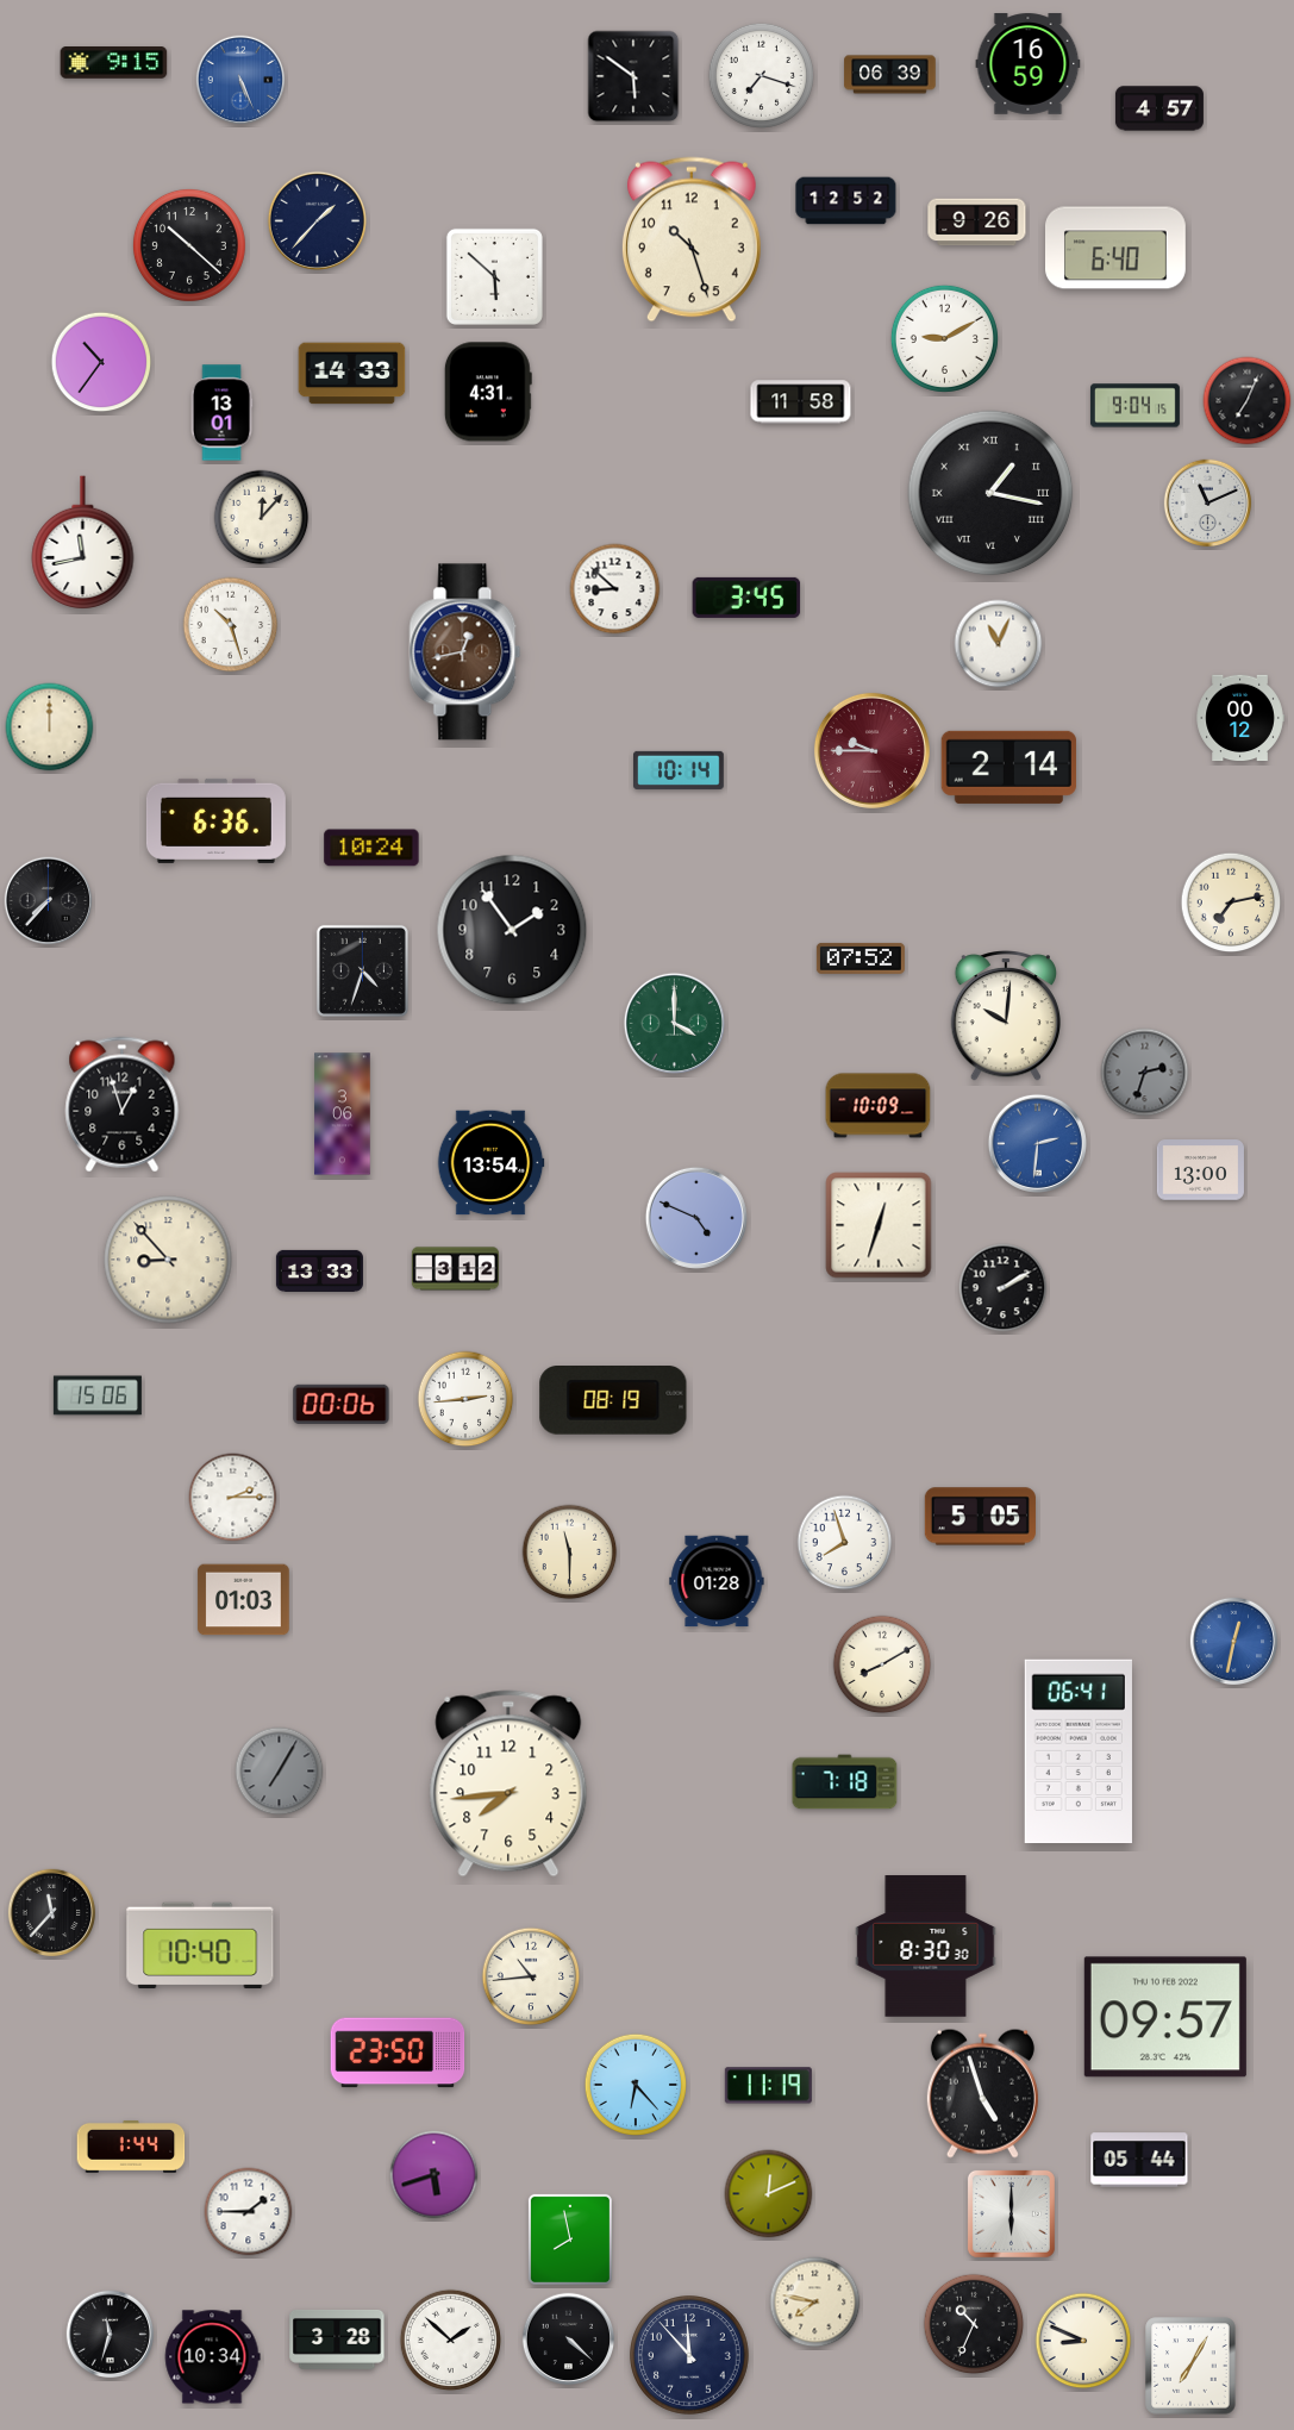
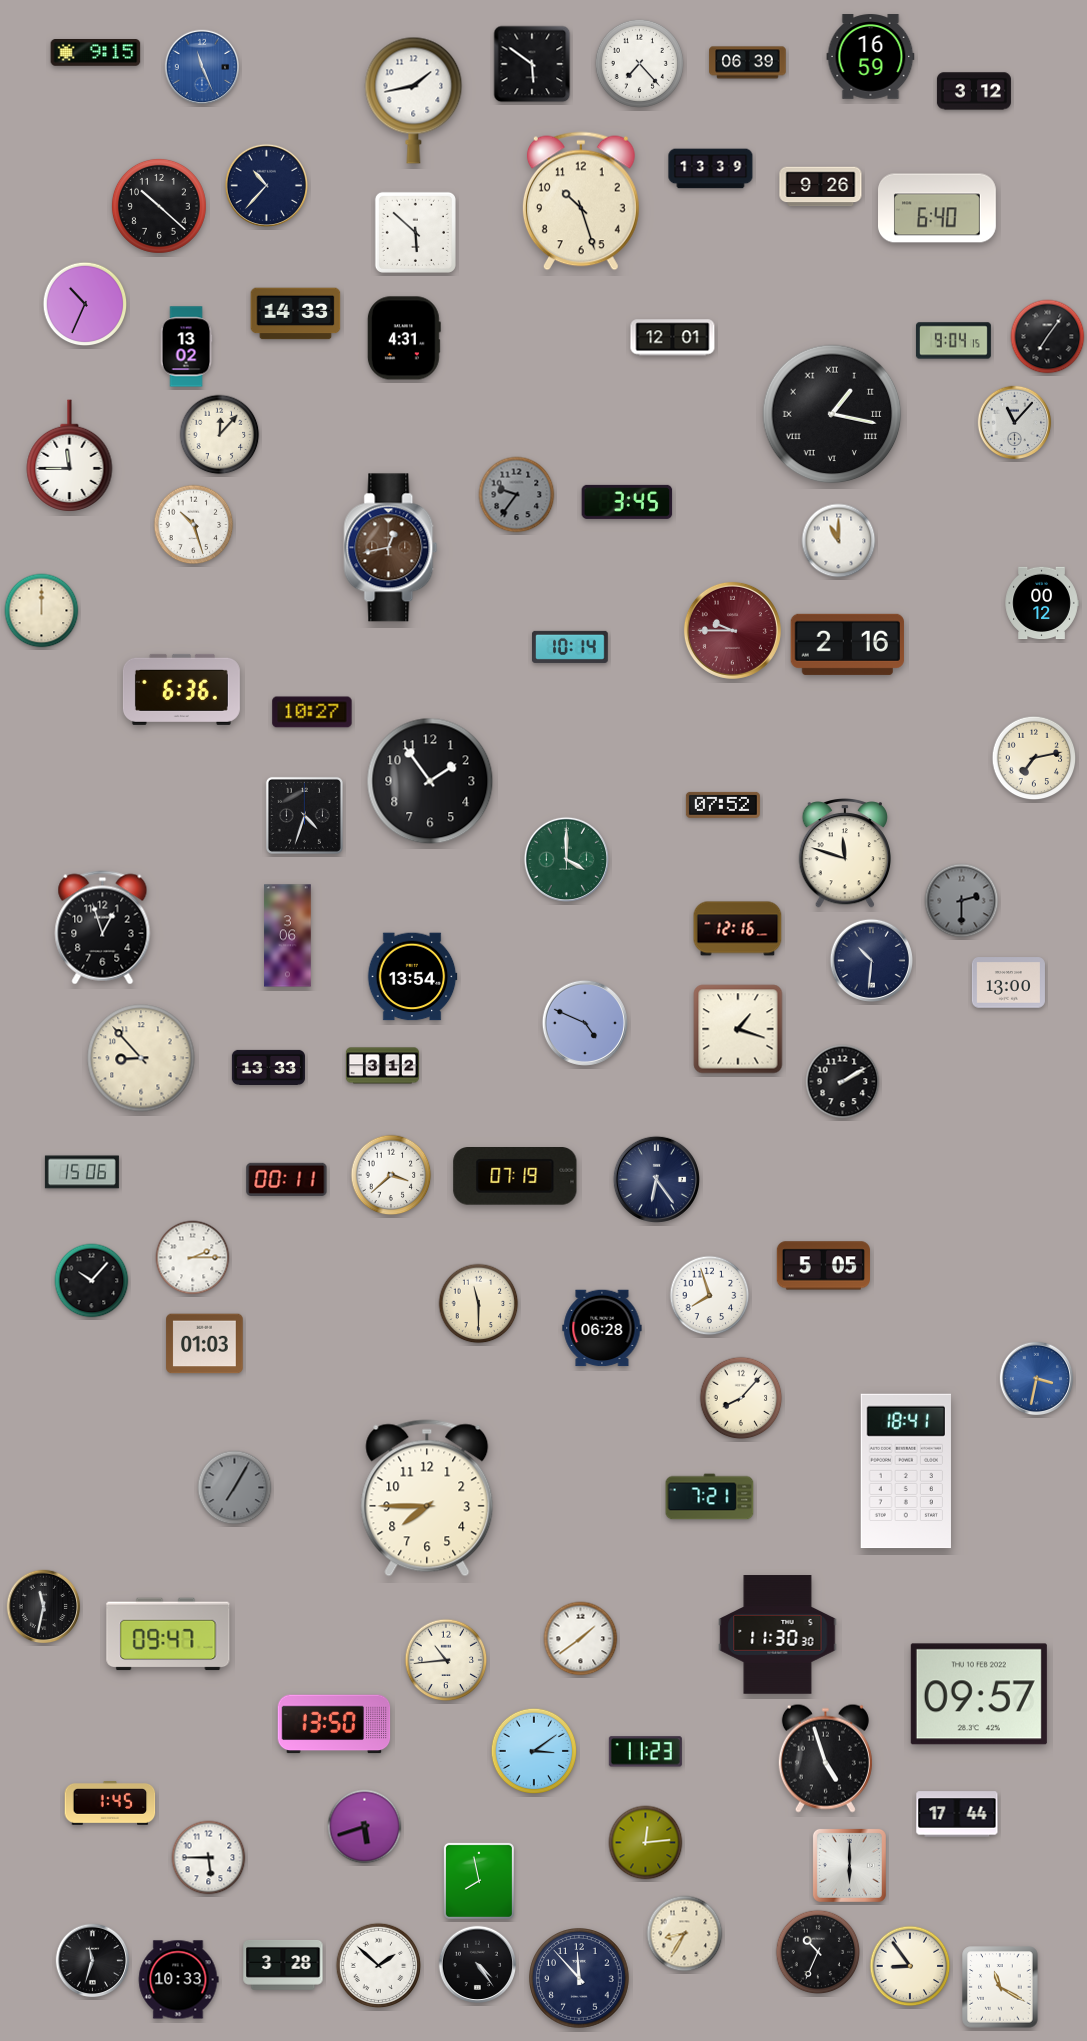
clock at (1029, 64) position: (1029, 64) -> (871, 57)
clock at (761, 75): 7:18 -> 7:23
clock at (240, 80): 5:26 -> 11:26
clock at (1159, 108): 4:57 -> 3:12
clock at (414, 100): none -> 1:43
clock at (846, 201): 12:52 -> 13:39
clock at (317, 220): 1:37 -> 10:37
clock at (944, 338): 9:10 -> none
clock at (101, 362): 10:36 -> 10:34
clock at (488, 392) position: (488, 392) -> (404, 338)
clock at (1248, 401): 7:04 -> 7:06
clock at (801, 402): 11:58 -> 12:01
clock at (221, 413): 13:01 -> 13:02
clock at (1208, 504): 11:11 -> 11:07
clock at (83, 542): 11:43 -> 11:45
clock at (615, 589): 8:52 -> 9:36
clock at (615, 589) dial: white -> grey
clock at (999, 644): 11:04 -> 11:00
clock at (1008, 767): 2:14 -> 2:16
clock at (371, 848): 10:24 -> 10:27
clock at (49, 901): 7:37 -> none
clock at (1005, 1017): 10:01 -> 11:48
clock at (1145, 1073): 2:33 -> 2:30
clock at (879, 1106): 10:09 -> 12:16
clock at (1037, 1143): 2:31 -> 10:31
clock at (1037, 1143) dial: blue -> navy
clock at (879, 1225): 12:33 -> 1:18
clock at (465, 1399): 2:44 -> 3:38
clock at (613, 1401): 08:19 -> 07:19
clock at (342, 1404): 00:06 -> 00:11
clock at (656, 1179): none -> 6:24
clock at (233, 1498) position: (233, 1498) -> (193, 1258)
clock at (980, 1517) position: (980, 1517) -> (823, 1266)
clock at (92, 1281): none -> 10:07
clock at (717, 1581): 01:28 -> 06:28
clock at (1234, 1642): 12:32 -> 3:32
clock at (882, 1664): 8:10 -> 8:07
clock at (1079, 1751): 06:41 -> 18:41
clock at (845, 1782): 7:18 -> 7:21
clock at (508, 1784): 7:44 -> 7:45
clock at (52, 1913): 11:37 -> 11:32
clock at (200, 1945): 10:40 -> 09:47
clock at (926, 1947): 8:30 -> 11:30
clock at (581, 1639): none -> 1:39
clock at (398, 2053): 23:50 -> 13:50
clock at (636, 2085): 6:23 -> 3:09
clock at (768, 2086): 11:19 -> 11:23
clock at (131, 2147): 1:44 -> 1:45
clock at (1139, 2160): 05:44 -> 17:44
clock at (769, 2194): 12:11 -> 12:14
clock at (249, 2212): 1:45 -> 5:45
clock at (1011, 2213) position: (1011, 2213) -> (849, 1865)
clock at (815, 2303): 7:47 -> 8:35
clock at (569, 2340): 4:22 -> 4:24
clock at (1083, 2341): 8:49 -> 8:54
clock at (212, 2357): 10:34 -> 10:33
clock at (1190, 2366): 7:05 -> 11:20
